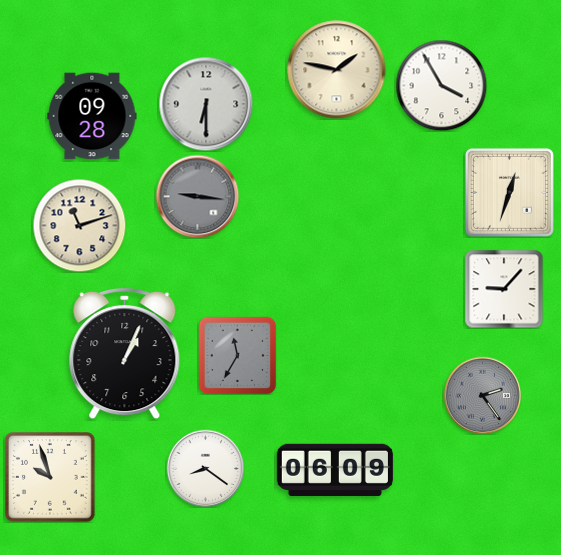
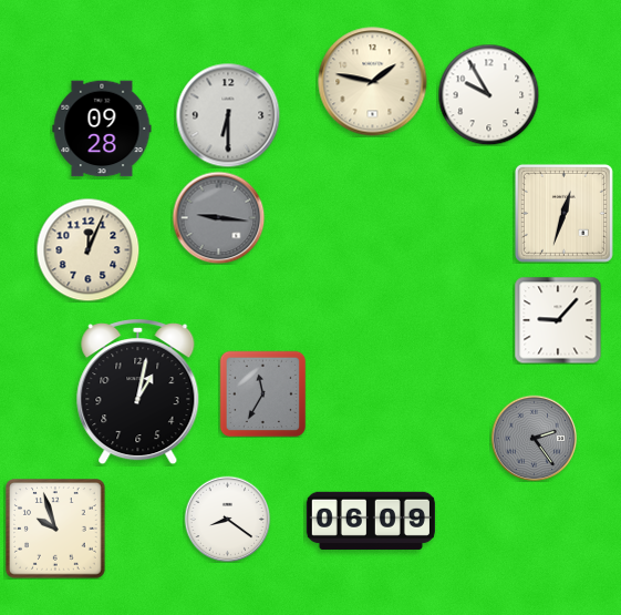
clock at (337, 70) position: (337, 70) -> (373, 82)
clock at (441, 85): 3:55 -> 9:55
clock at (79, 225): 11:12 -> 12:04
clock at (125, 355): 1:04 -> 1:02
